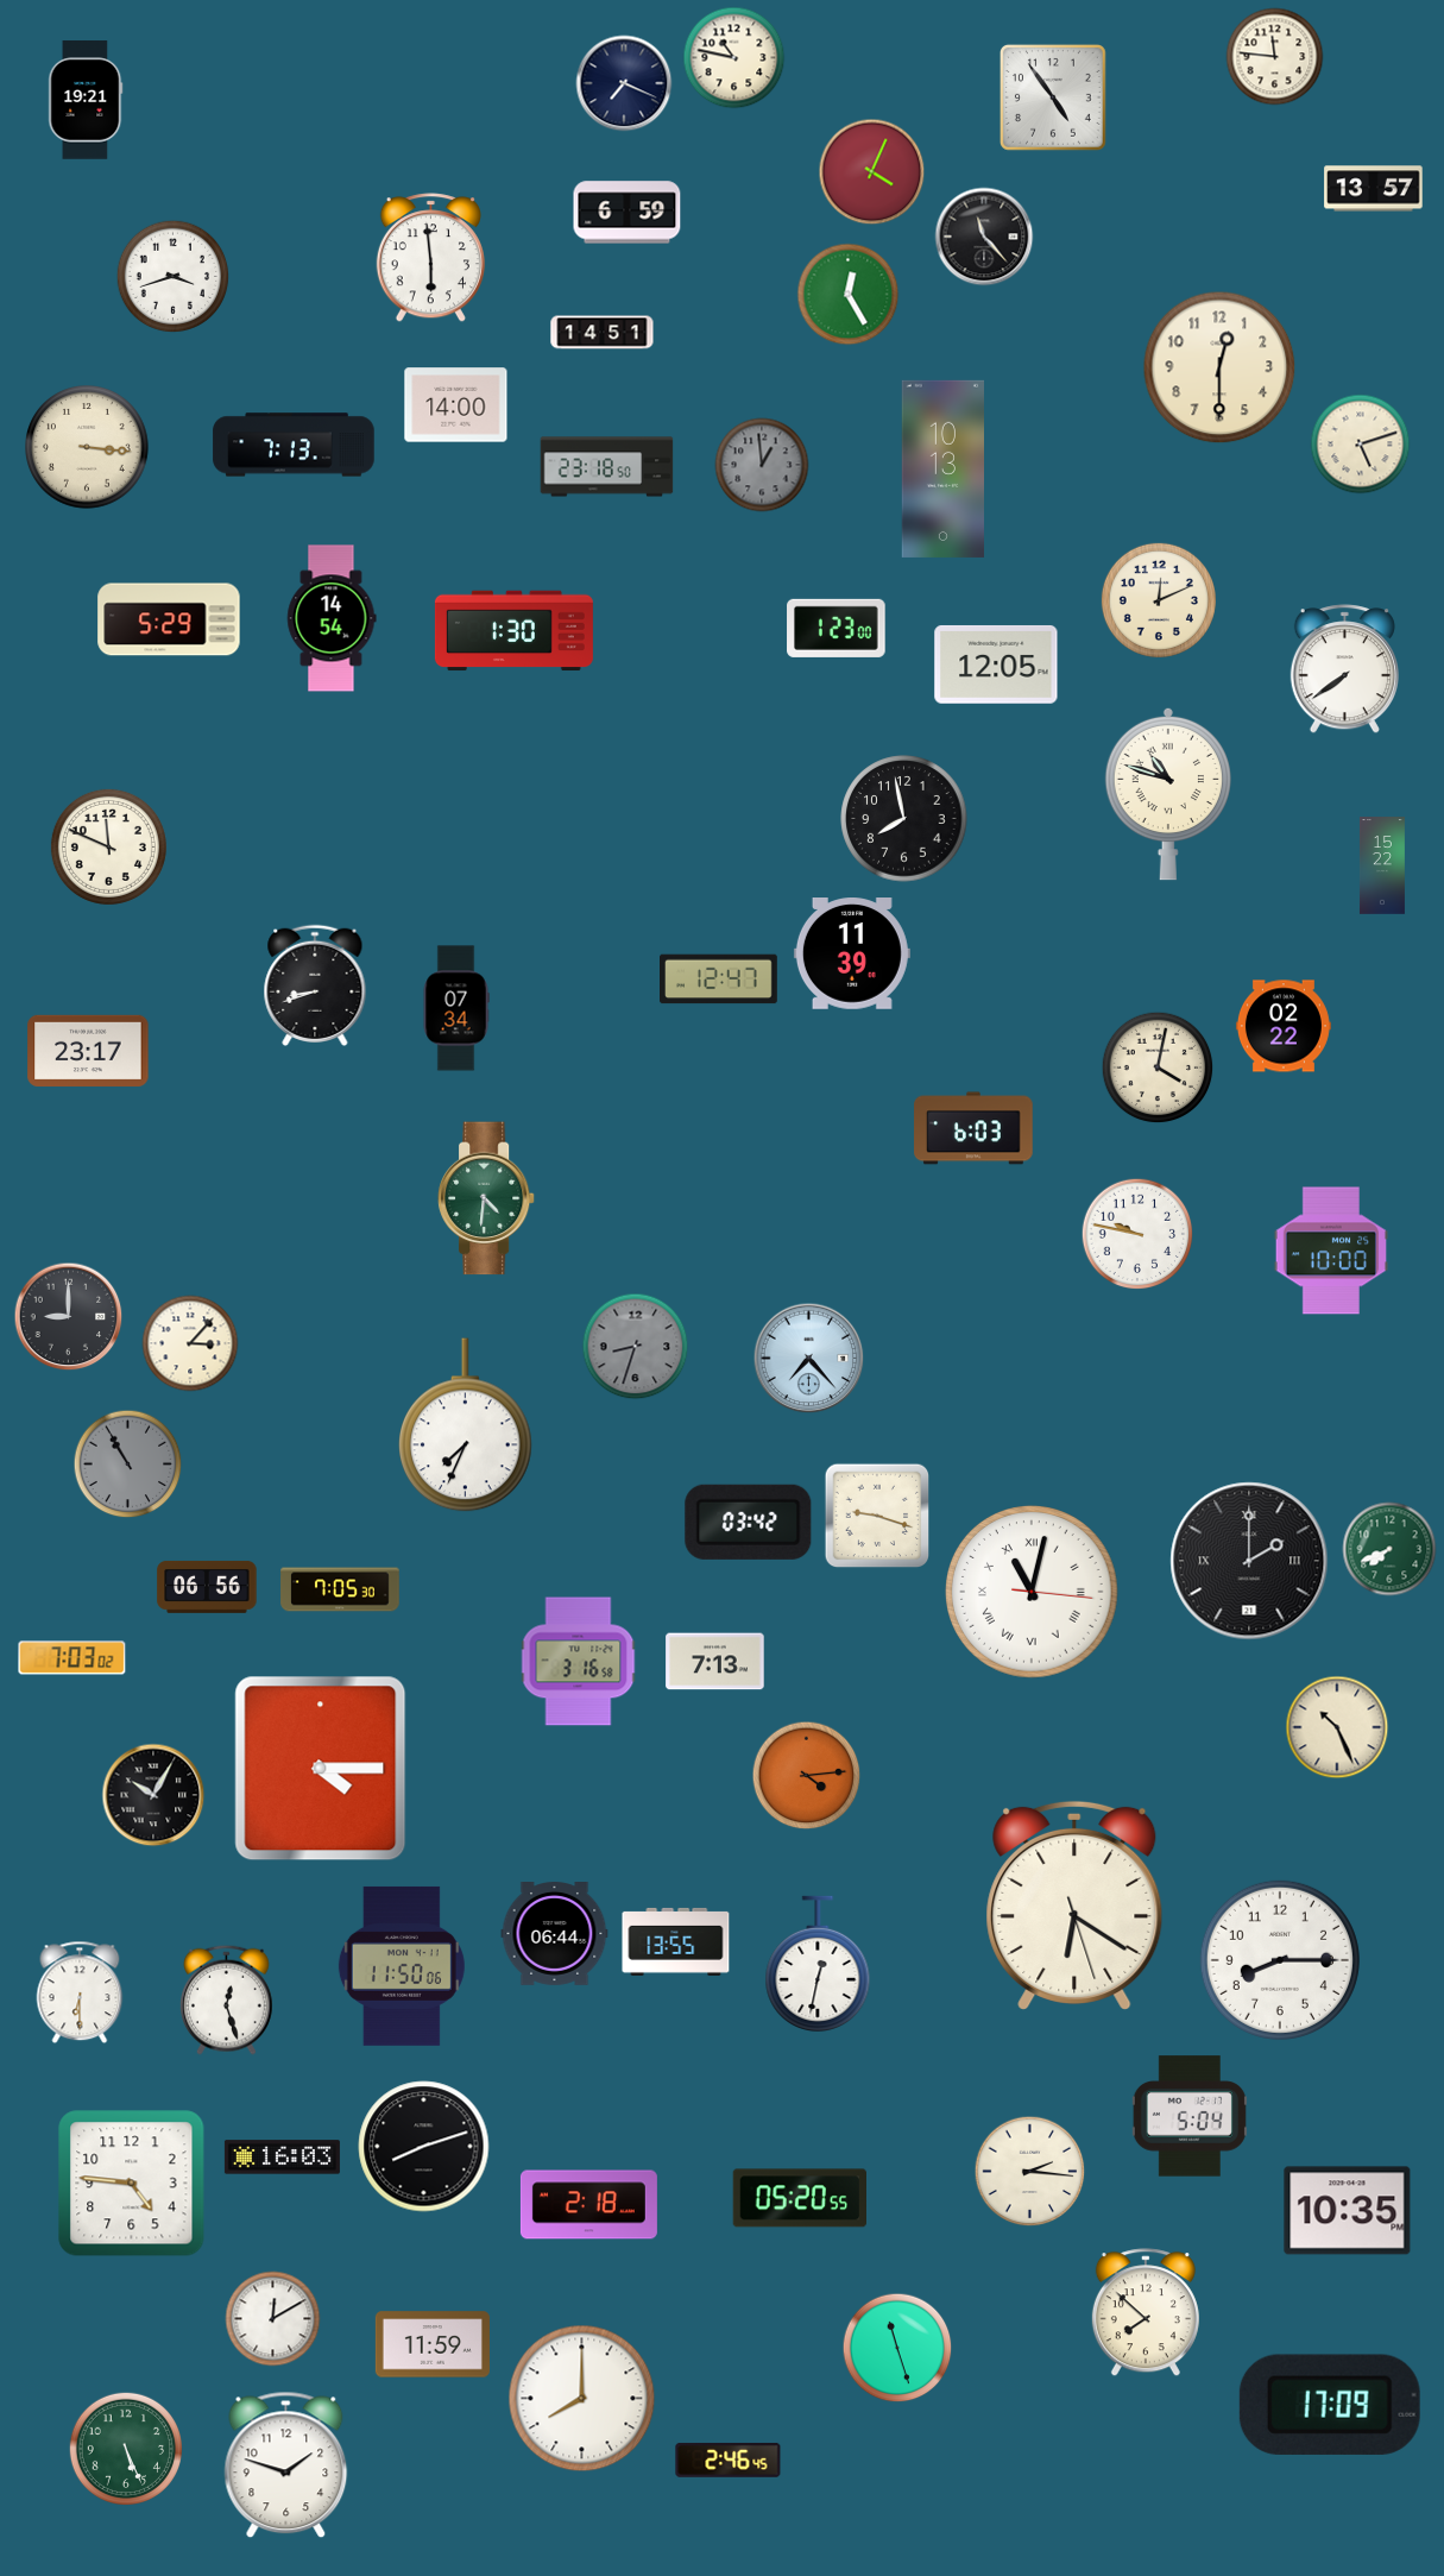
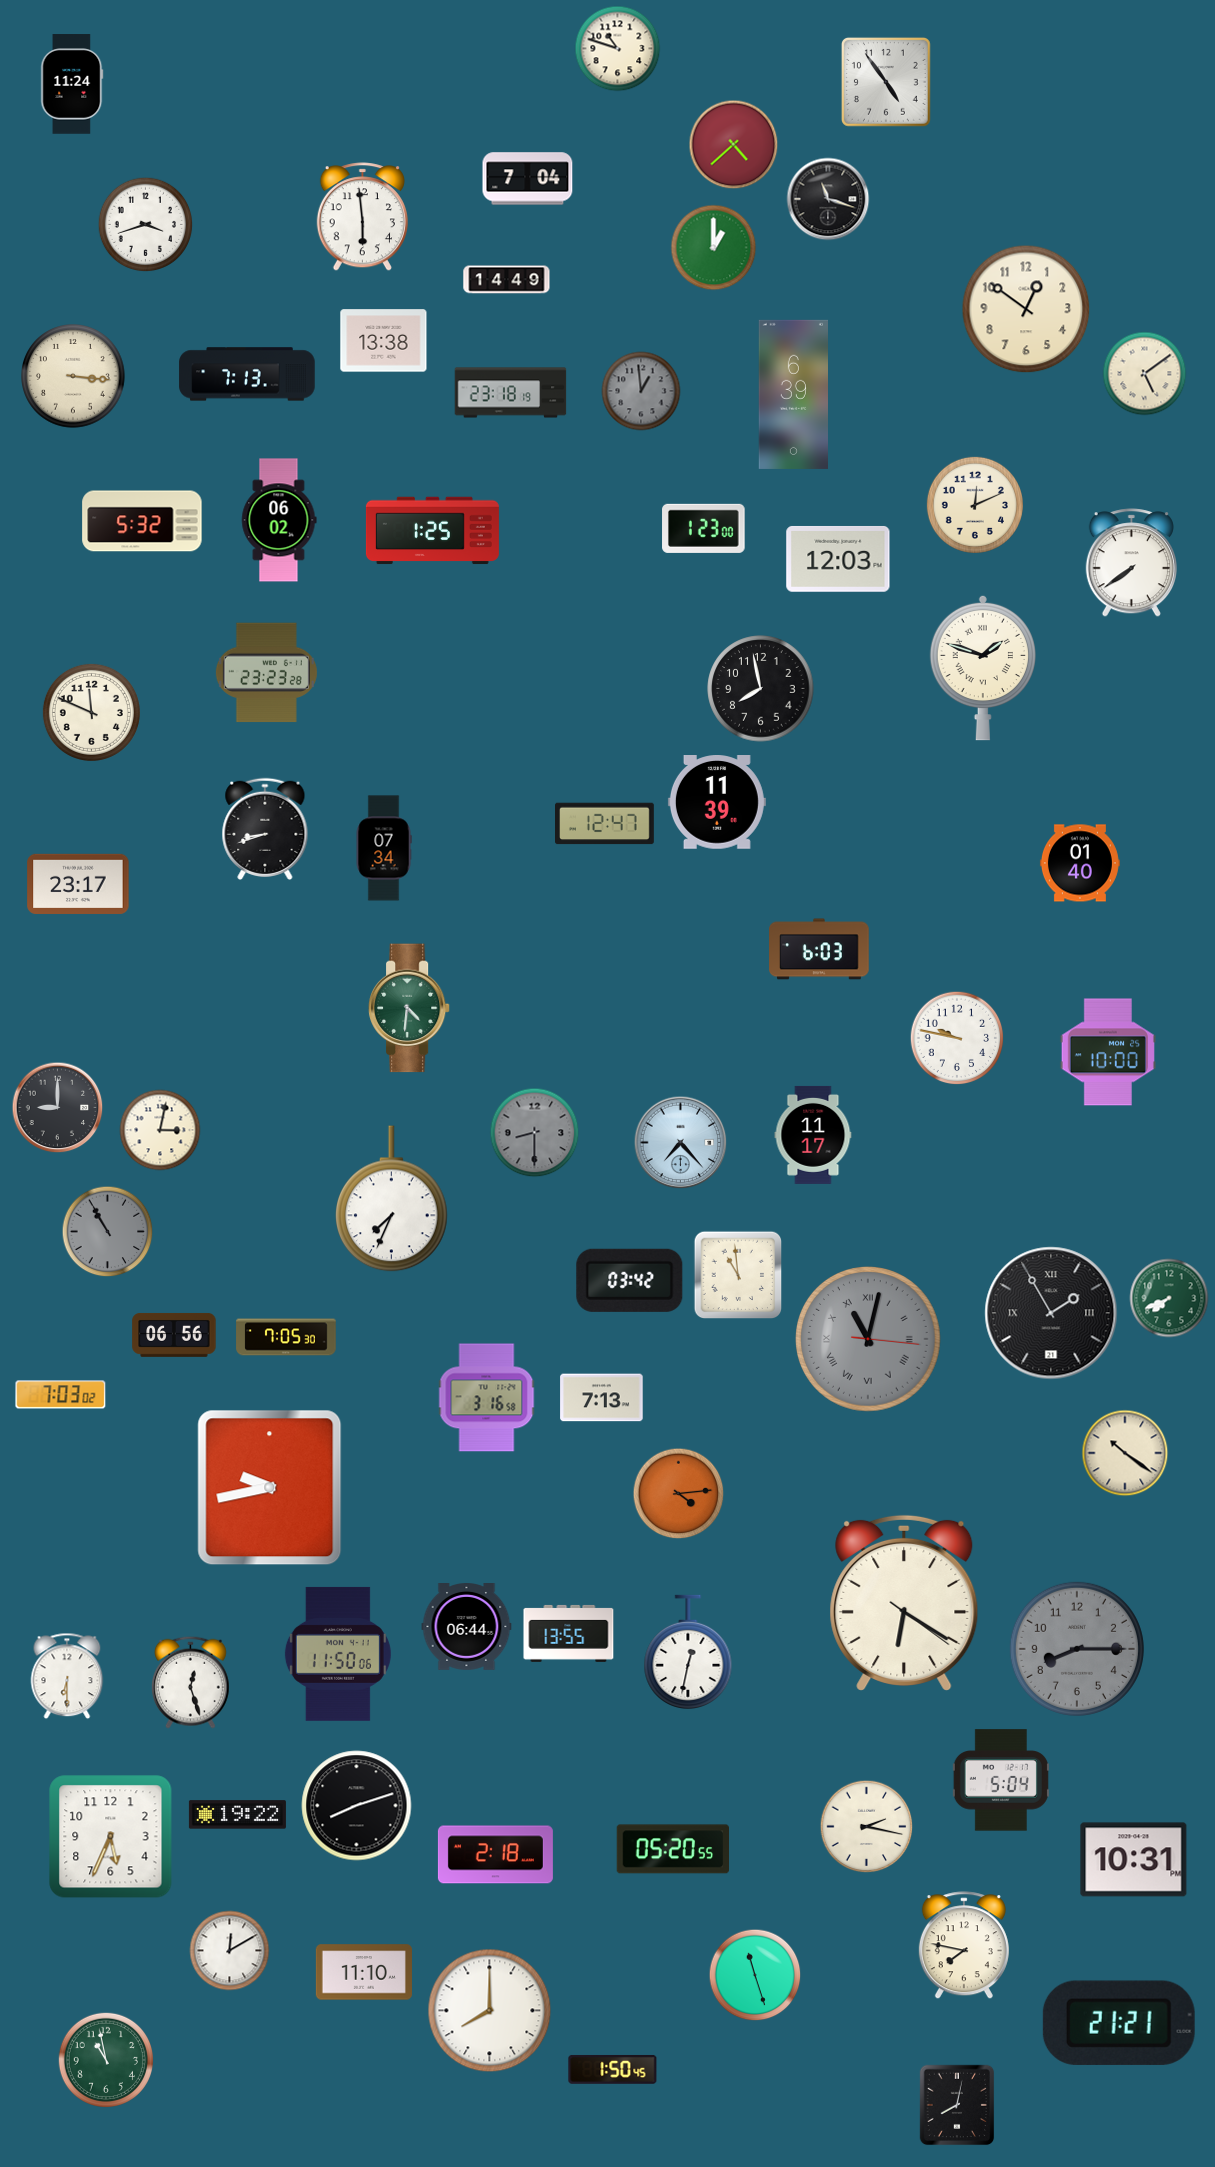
clock at (1275, 57): 11:46 -> none
clock at (734, 58): 10:47 -> 10:48
clock at (624, 83): 7:19 -> none
clock at (86, 100): 19:21 -> 11:24
clock at (872, 172): 4:04 -> 4:38
clock at (1374, 189): 13:57 -> none
clock at (628, 213): 6:59 -> 7:04
clock at (984, 237): 11:23 -> 11:18
clock at (174, 277) position: (174, 277) -> (146, 225)
clock at (849, 295): 12:25 -> 1:00
clock at (603, 333): 14:51 -> 14:49
clock at (1219, 367): 12:30 -> 12:51
clock at (456, 405): 14:00 -> 13:38
clock at (1361, 445): 5:12 -> 5:09
clock at (607, 467): 23:18:50 -> 23:18:19
clock at (944, 468): 10:13 -> 6:39
clock at (332, 618): 14:54 -> 06:02
clock at (169, 619): 5:29 -> 5:32
clock at (513, 631): 1:30 -> 1:25
clock at (996, 665): 12:05 -> 12:03
clock at (1167, 794): 10:48 -> 1:48
clock at (266, 673): none -> 23:23
clock at (1382, 865): 15:22 -> none
clock at (1284, 1026): 02:22 -> 01:40
clock at (88, 1051) position: (88, 1051) -> (78, 884)
clock at (1158, 1067): 4:02 -> none
clock at (1331, 1251) position: (1331, 1251) -> (1108, 1052)
clock at (190, 1343): 3:07 -> 3:02
clock at (636, 1347): 8:33 -> 8:30
clock at (813, 1135): none -> 11:17
clock at (877, 1516): 9:18 -> 10:59
clock at (1389, 1549) position: (1389, 1549) -> (1169, 1298)
clock at (1249, 1561): 2:00 -> 1:55
clock at (1032, 1592) dial: white -> grey
clock at (1337, 1727): 10:26 -> 10:21
clock at (321, 1769): 4:15 -> 9:43
clock at (153, 1795): 10:05 -> none
clock at (1074, 1906): 6:20:27 -> 6:20:21
clock at (1280, 1960) dial: white -> grey
clock at (282, 2158): 16:03 -> 19:22
clock at (1030, 2172): 2:16 -> 2:17
clock at (132, 2184): 4:46 -> 5:34
clock at (1348, 2211): 10:35 -> 10:31
clock at (1146, 2313): 7:52 -> 7:47
clock at (433, 2344): 11:59 -> 11:10
clock at (582, 2399) position: (582, 2399) -> (490, 2011)
clock at (1330, 2405): 17:09 -> 21:21
clock at (125, 2448): 5:26 -> 10:58
clock at (729, 2460): 2:46 -> 1:50
clock at (286, 2465): 1:48 -> none
clock at (957, 2105): none -> 8:02
